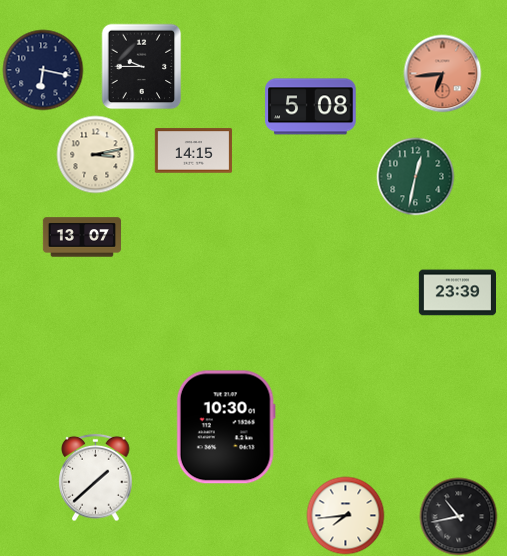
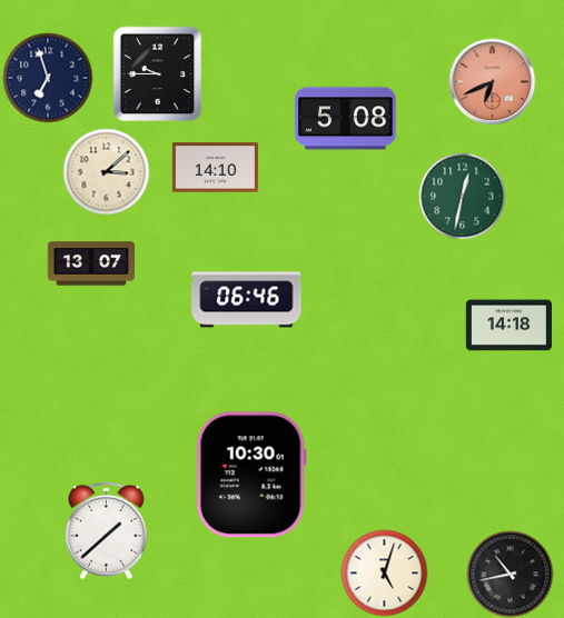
clock at (43, 70): 6:17 -> 6:57
clock at (442, 73): 6:44 -> 6:41
clock at (193, 151): 14:15 -> 14:10
clock at (95, 154): 3:13 -> 3:08
clock at (247, 300): none -> 06:46
clock at (457, 293): 23:39 -> 14:18
clock at (345, 515): 7:44 -> 5:03
